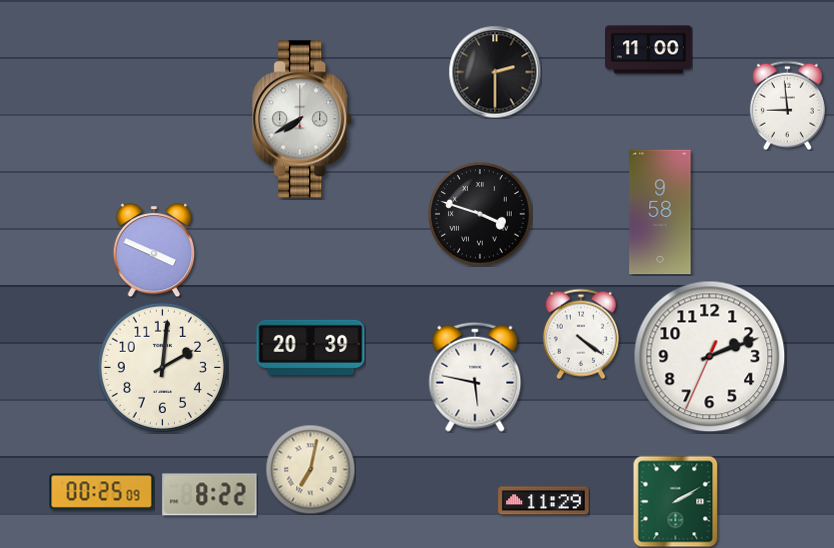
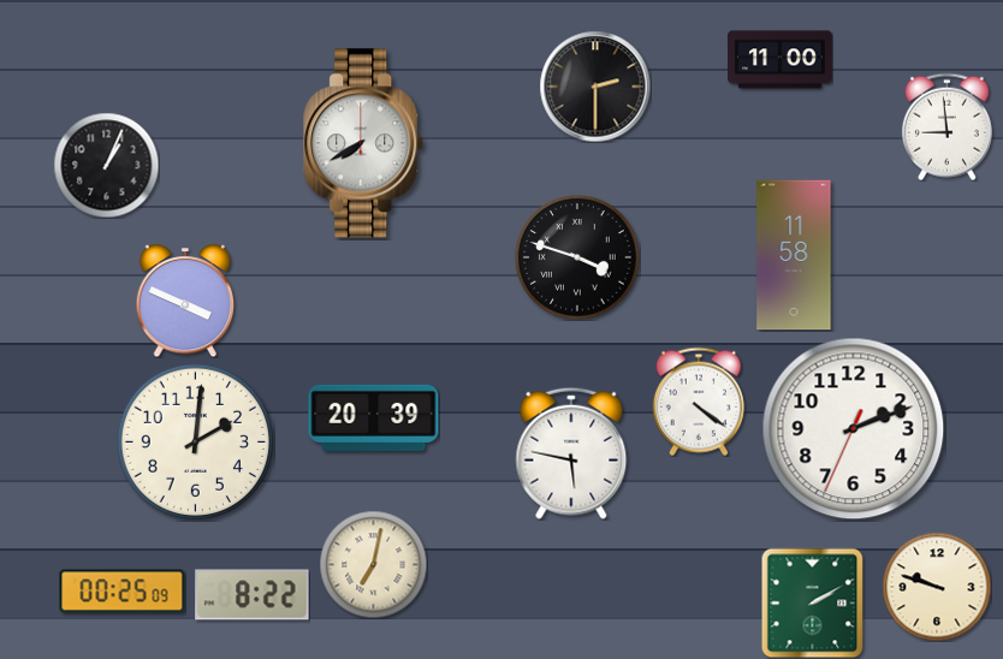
clock at (106, 165): none -> 1:04
clock at (660, 212): 9:58 -> 11:58
clock at (937, 587): none -> 9:48
clock at (544, 501): 11:29 -> none
